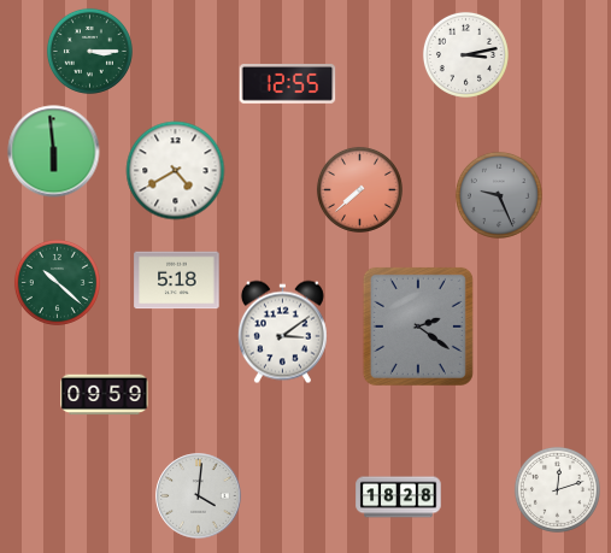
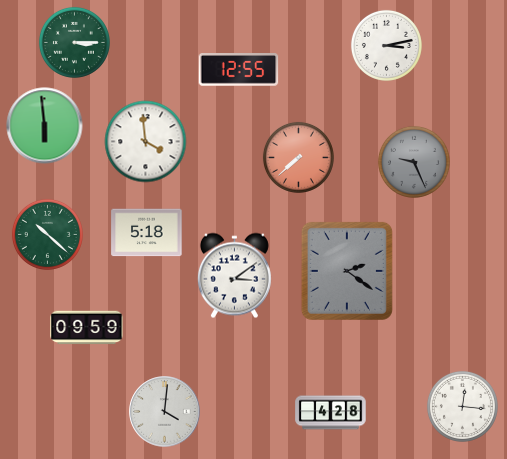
clock at (176, 171): 4:40 -> 3:59
clock at (557, 489): 12:12 -> 12:16
clock at (399, 498): 18:28 -> 4:28
